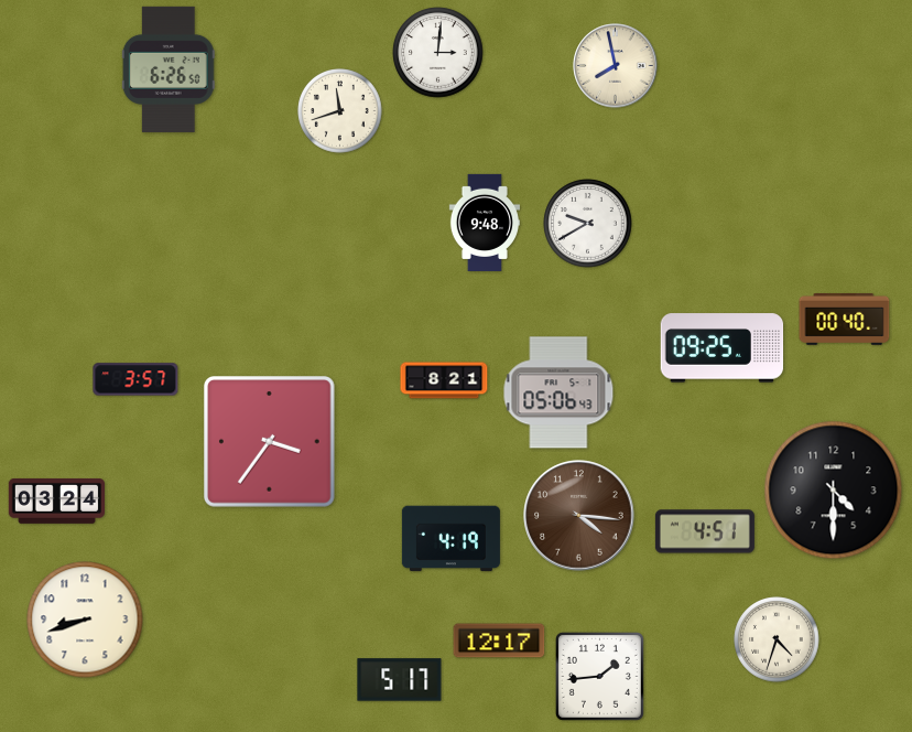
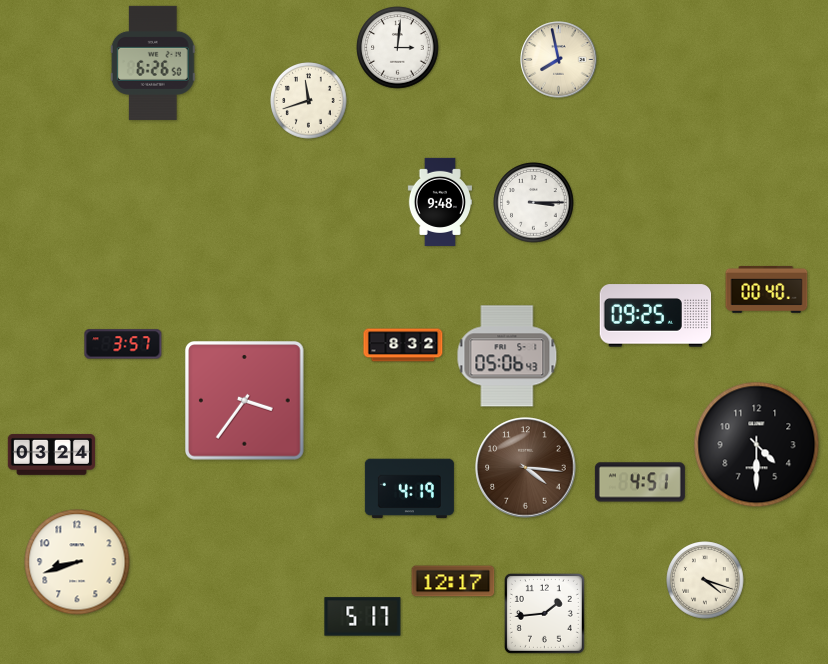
clock at (588, 224): 9:40 -> 3:15
clock at (444, 380): 8:21 -> 8:32
clock at (777, 639): 4:33 -> 4:18
